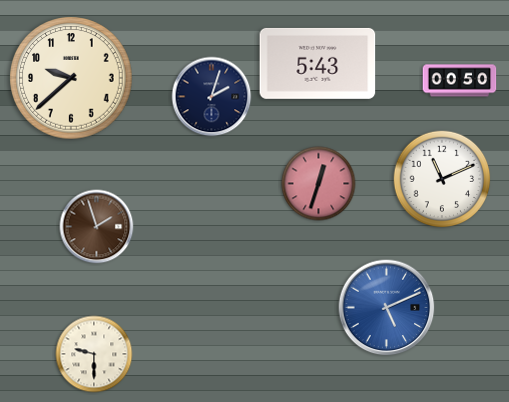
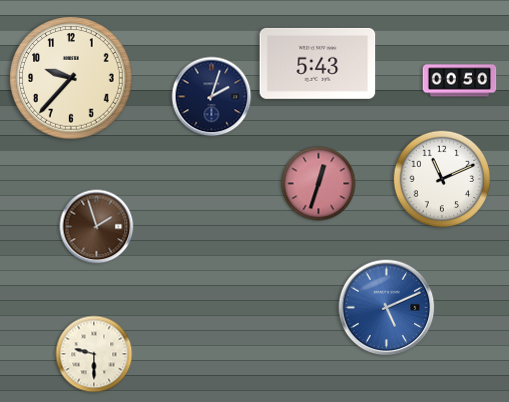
clock at (71, 78): 9:38 -> 9:37
